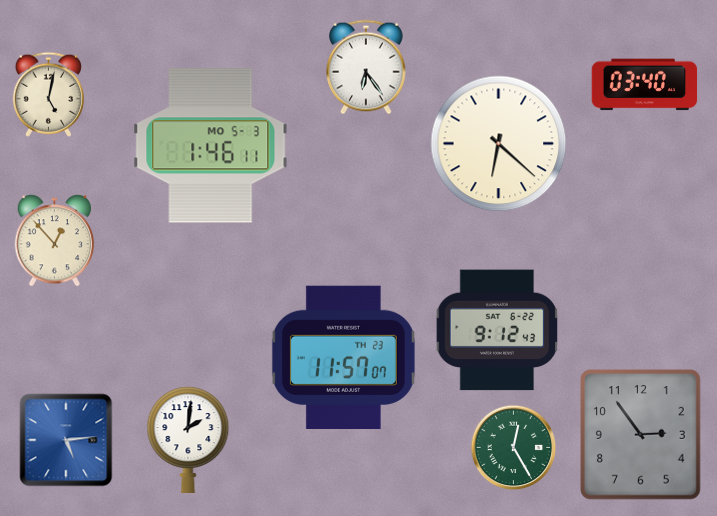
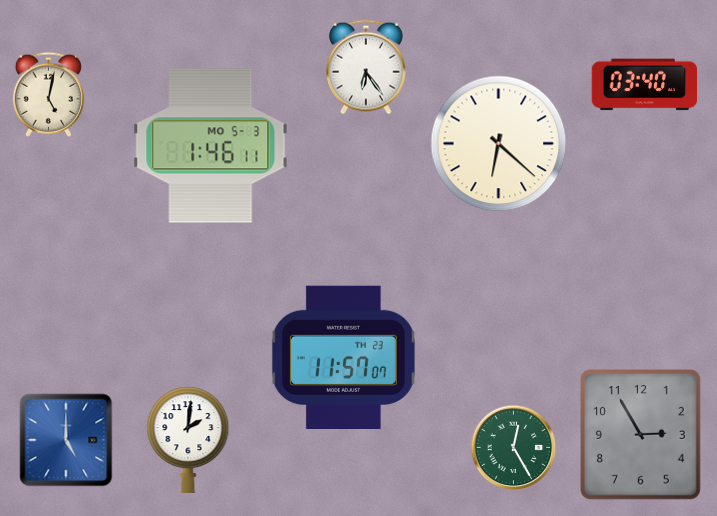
clock at (55, 241): 12:53 -> none
clock at (497, 330): 9:12 -> none
clock at (641, 435): 2:54 -> 2:55
clock at (66, 440): 5:14 -> 5:00
